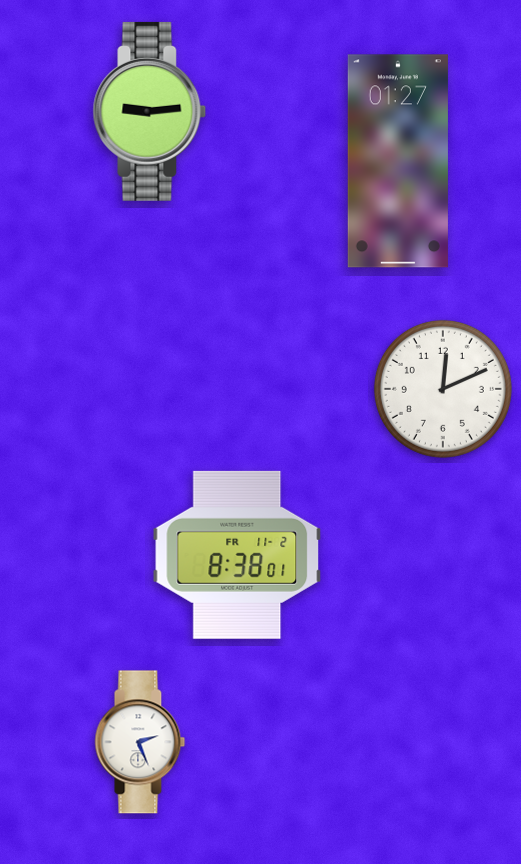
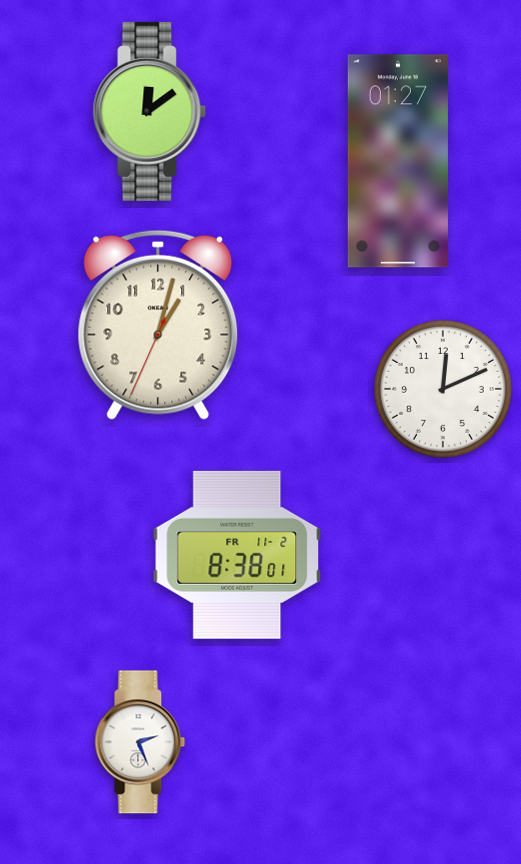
clock at (150, 111): 9:14 -> 12:09
clock at (158, 325): none -> 1:02
